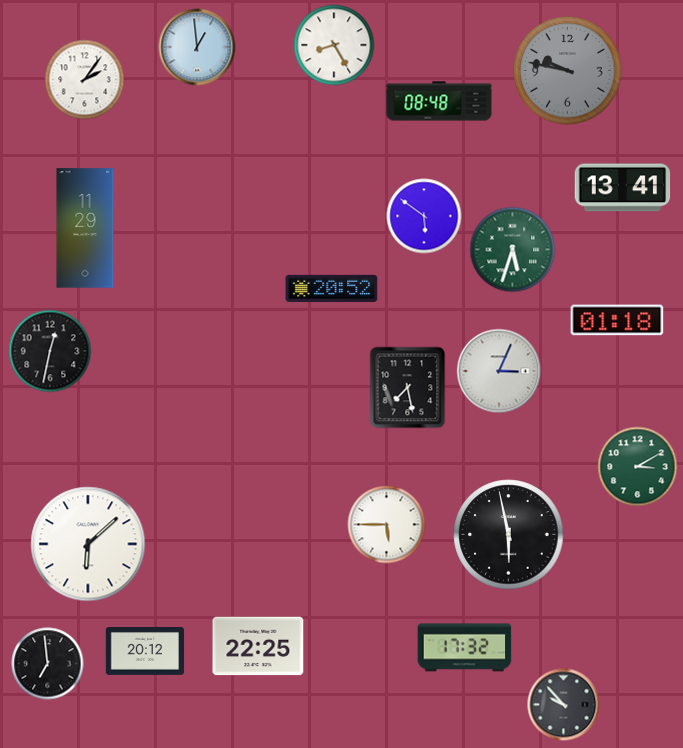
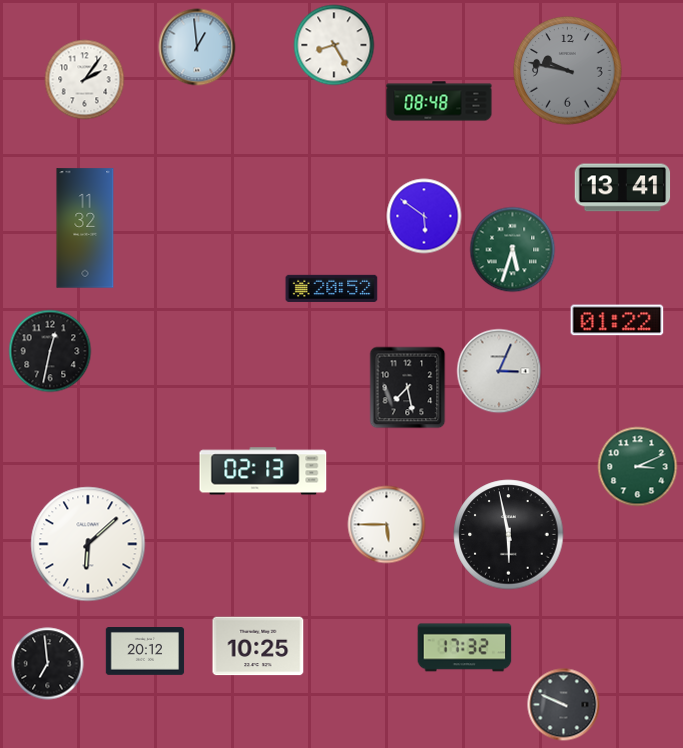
clock at (85, 228): 11:29 -> 11:32
clock at (617, 320): 01:18 -> 01:22
clock at (638, 467): 3:10 -> 3:11
clock at (263, 471): none -> 02:13
clock at (258, 646): 22:25 -> 10:25
clock at (564, 705): 9:53 -> 9:49
